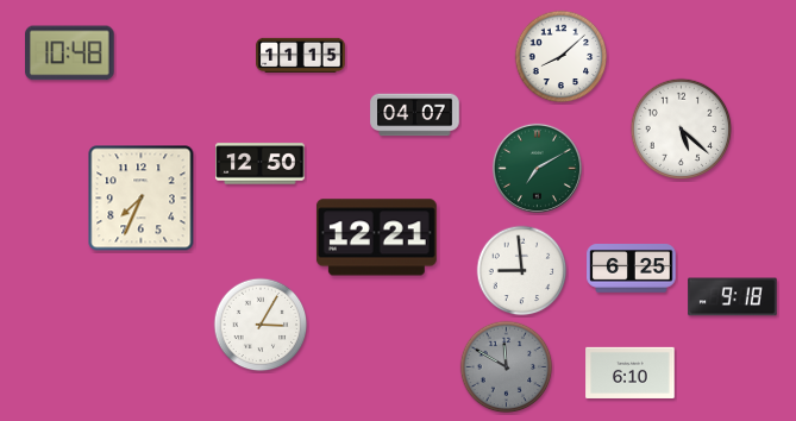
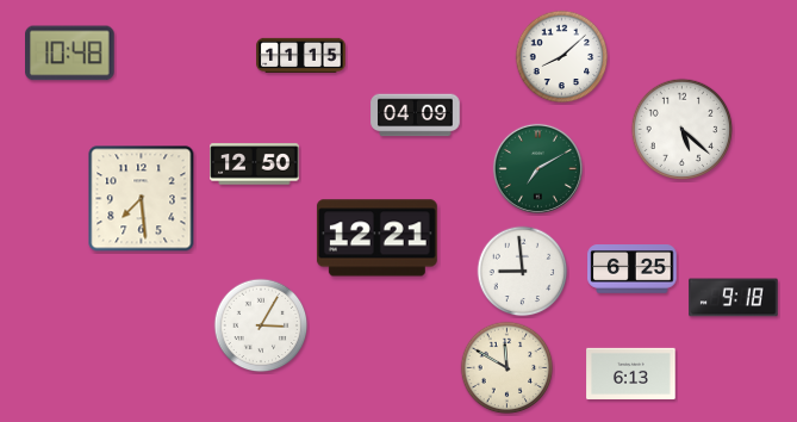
clock at (415, 115): 04:07 -> 04:09
clock at (261, 164) position: (261, 164) -> (255, 165)
clock at (142, 199): 7:34 -> 7:29
clock at (507, 367) dial: grey -> cream
clock at (631, 372): 6:10 -> 6:13
